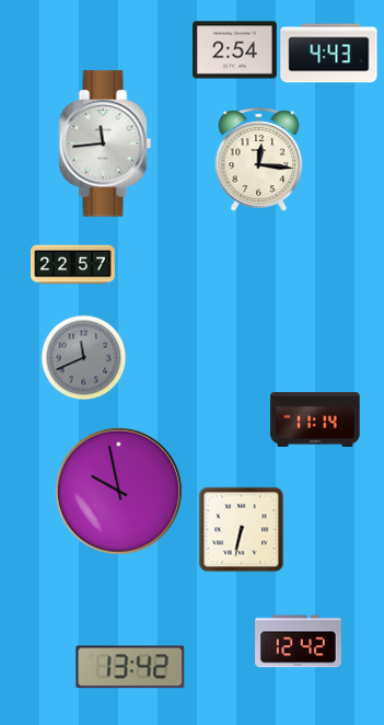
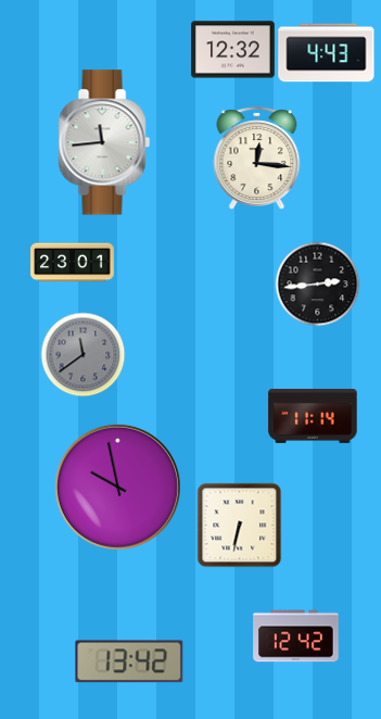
clock at (235, 50): 2:54 -> 12:32
clock at (73, 265): 22:57 -> 23:01
clock at (317, 283): none -> 2:44
clock at (83, 357): 11:41 -> 11:39
